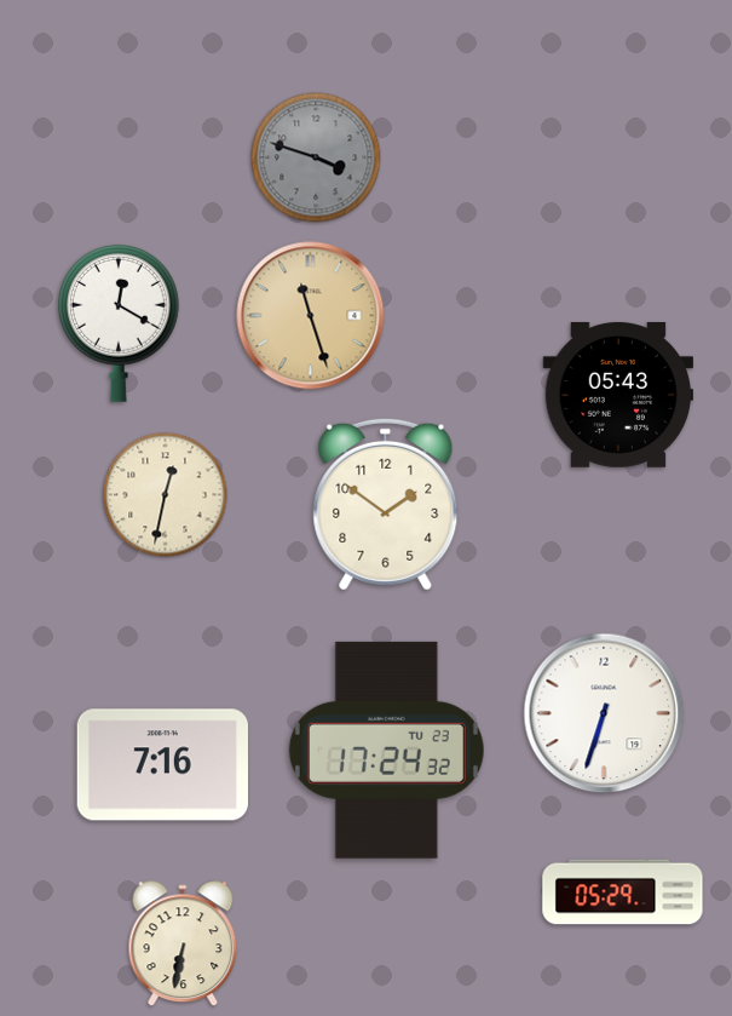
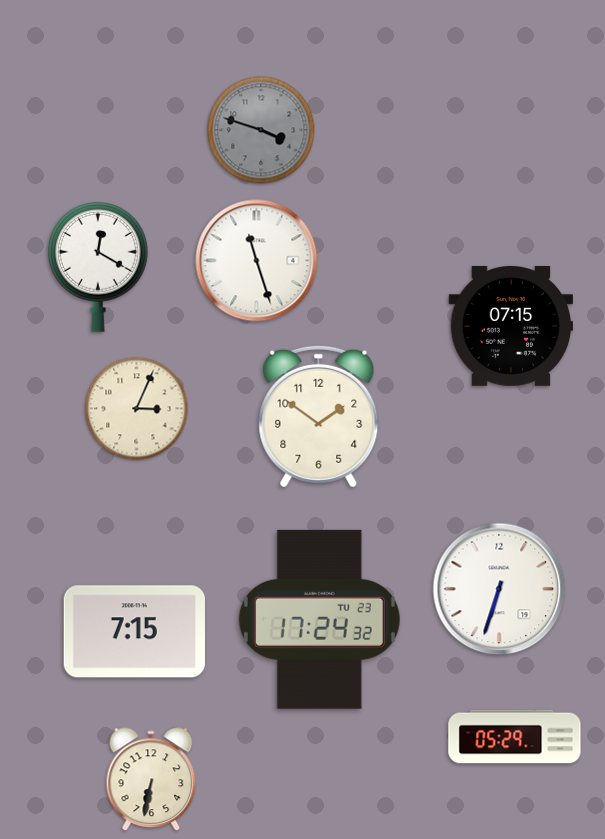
clock at (311, 316) dial: champagne -> white
clock at (617, 395): 05:43 -> 07:15
clock at (166, 495): 12:32 -> 3:04
clock at (162, 765): 7:16 -> 7:15
